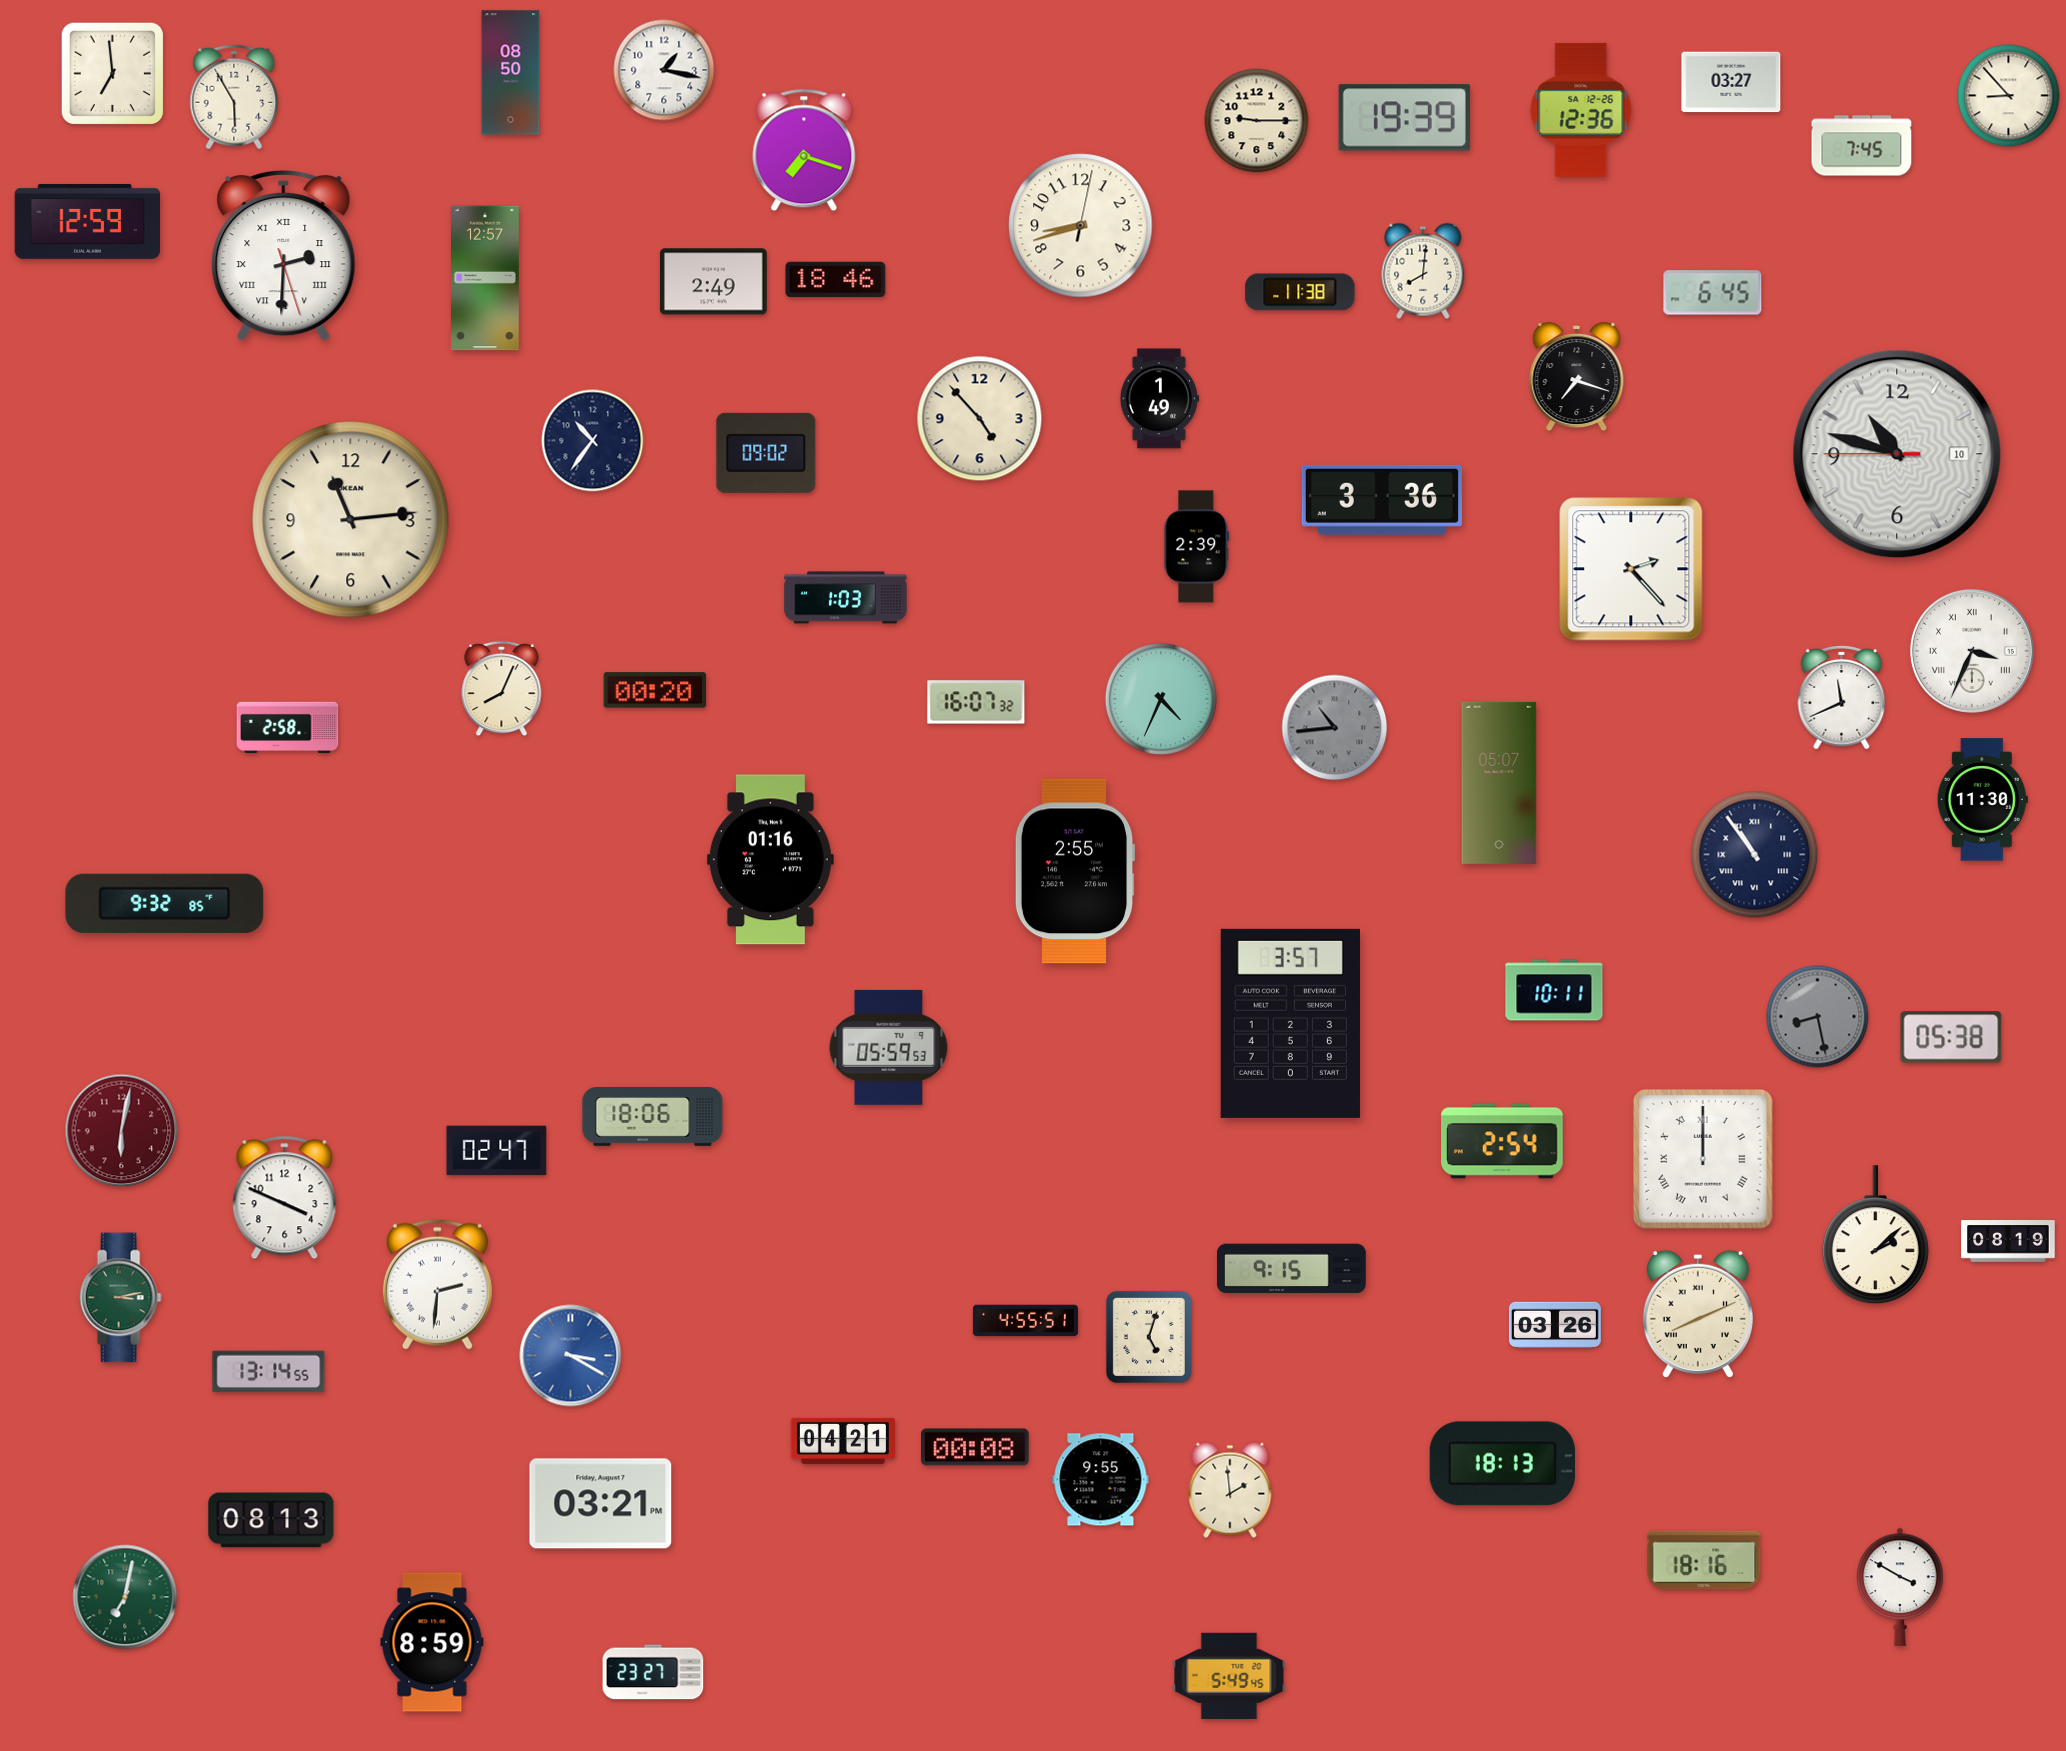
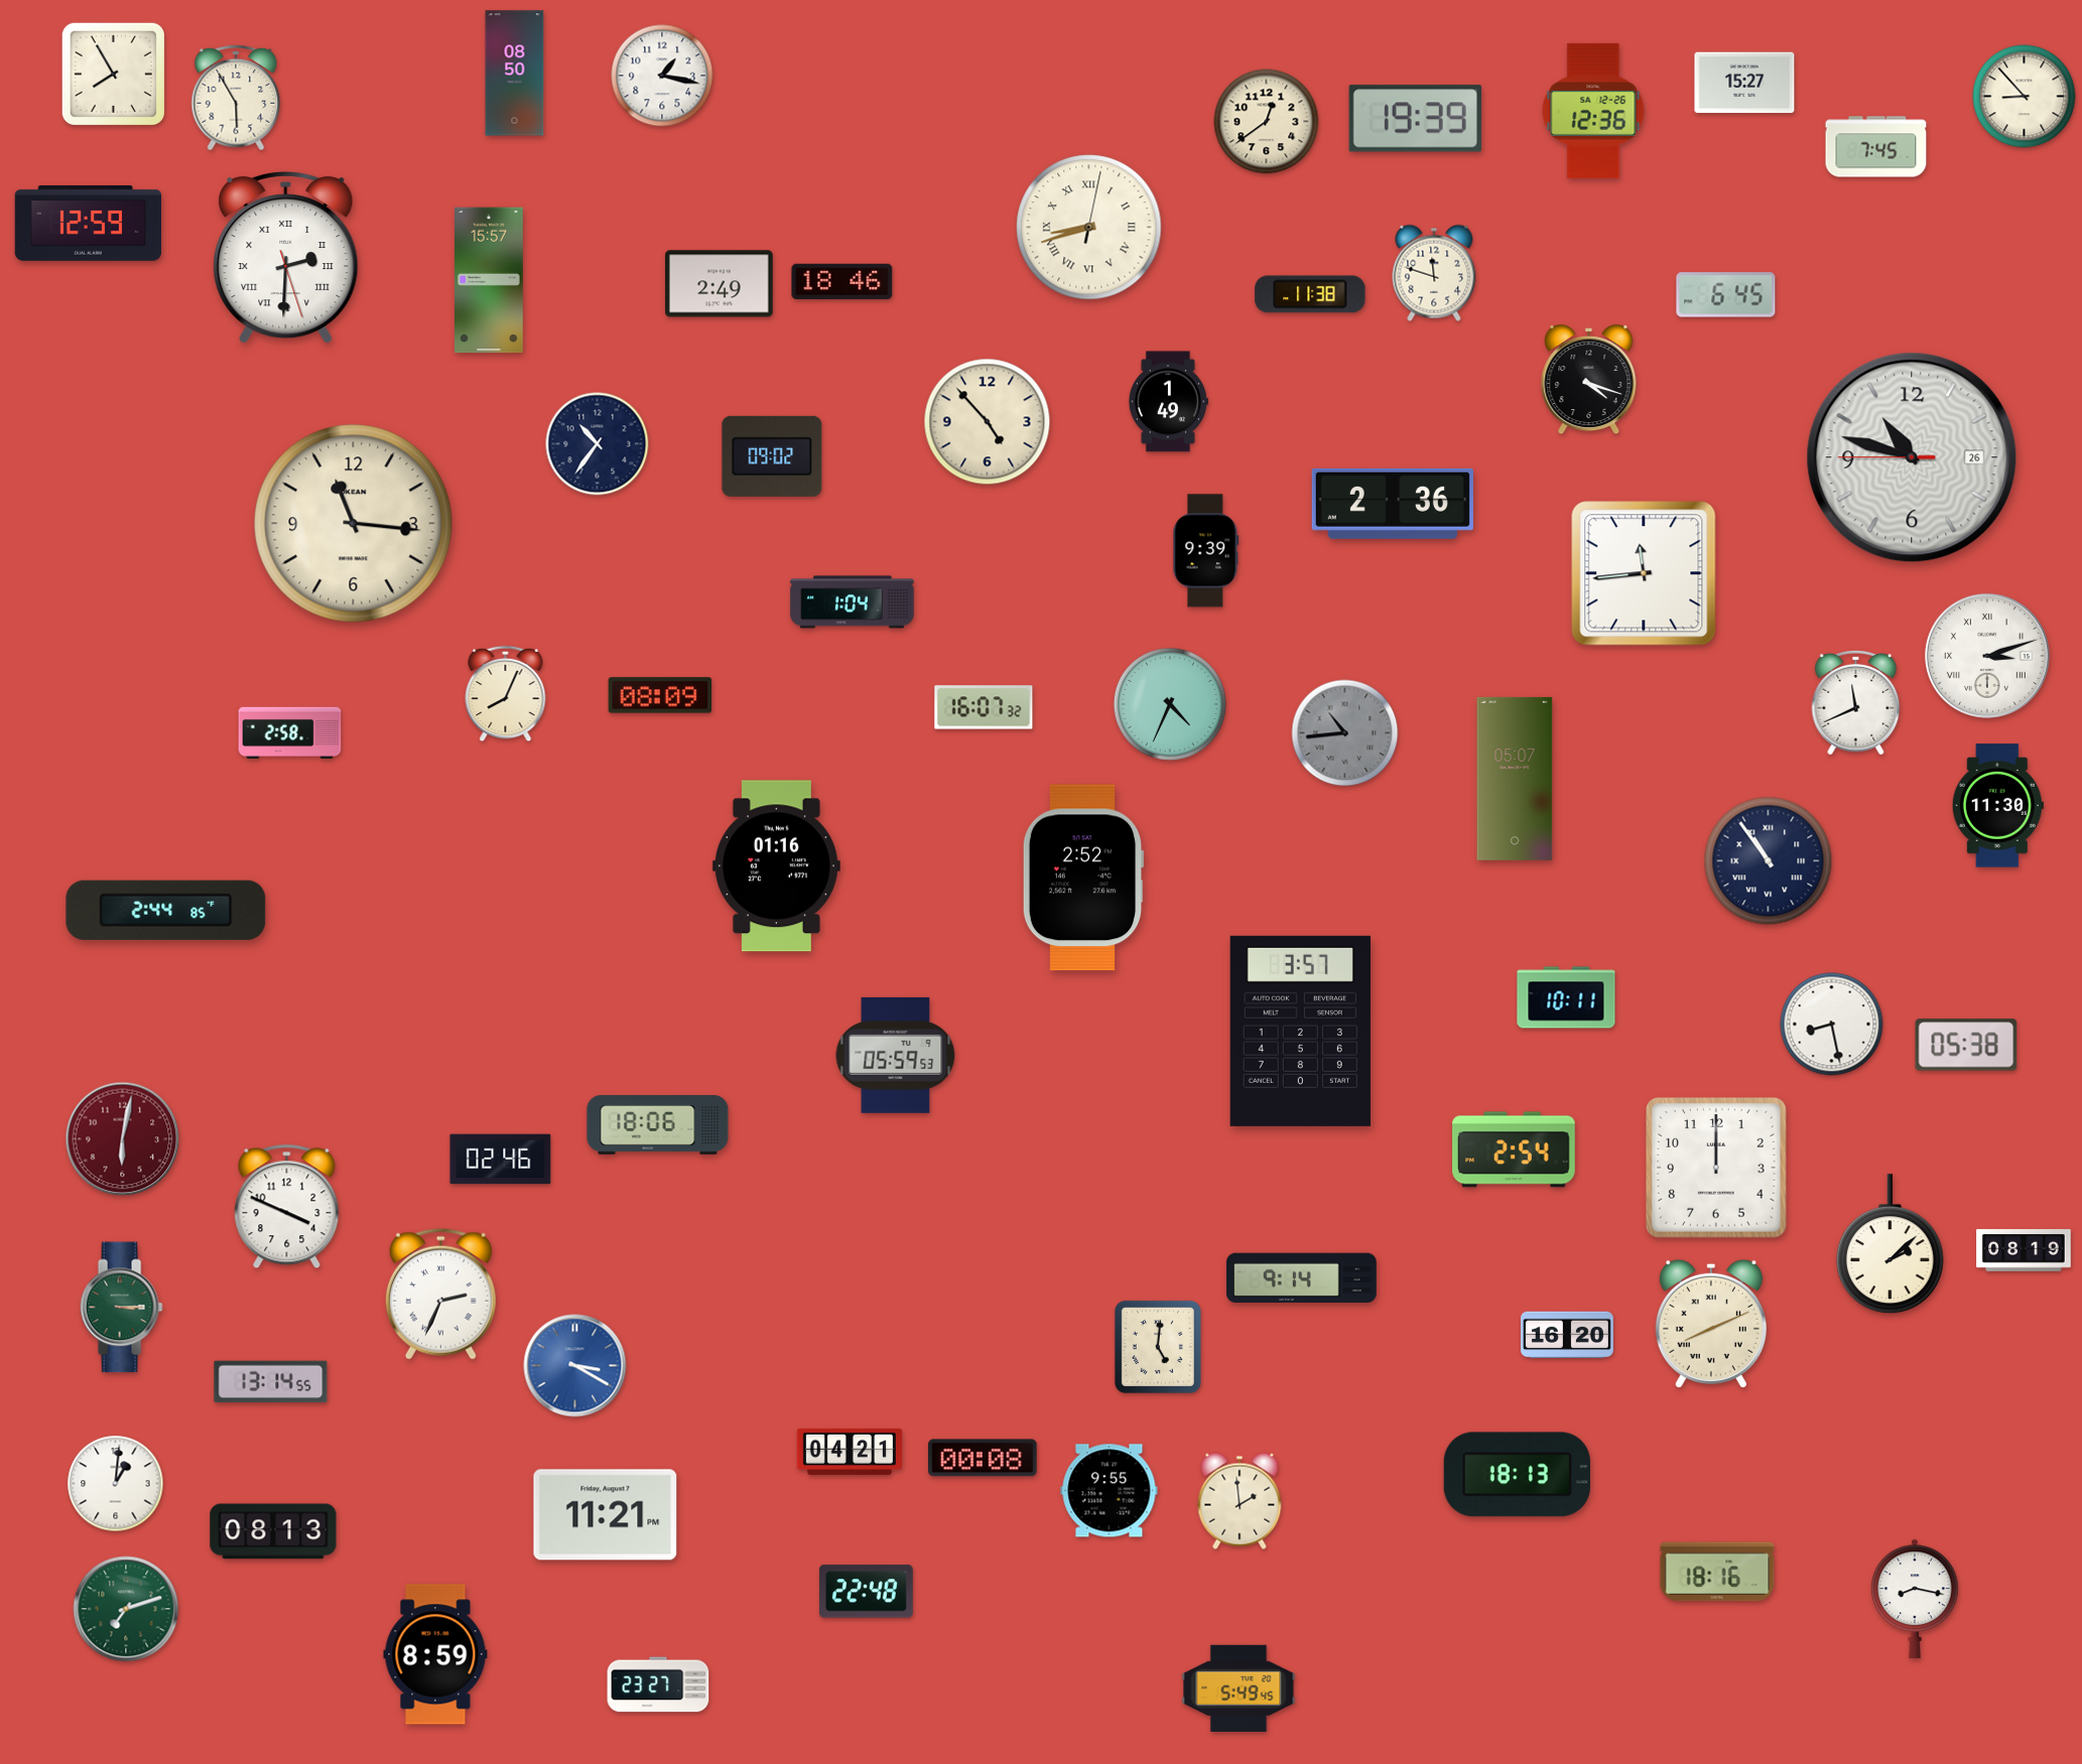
clock at (664, 70) position: (664, 70) -> (662, 76)
clock at (112, 73): 6:59 -> 7:55
clock at (1731, 82): 03:27 -> 15:27
clock at (1257, 121): 9:15 -> 12:39
clock at (804, 150): 7:18 -> none
clock at (1081, 226) numerals: Arabic -> Roman
clock at (1423, 271): 8:01 -> 11:48
clock at (486, 278): 12:57 -> 15:57
clock at (1577, 377): 7:18 -> 4:18
clock at (1897, 454) date: 10 -> 26
clock at (1382, 500): 3:36 -> 2:36
clock at (351, 520): 11:14 -> 11:16
clock at (1197, 547): 2:39 -> 9:39
clock at (1631, 569): 2:23 -> 11:44
clock at (846, 598): 1:03 -> 1:04
clock at (1972, 651): 3:34 -> 3:12
clock at (655, 690): 00:20 -> 08:09
clock at (1499, 783) position: (1499, 783) -> (1515, 779)
clock at (1075, 871): 2:55 -> 2:52
clock at (165, 903): 9:32 -> 2:44
clock at (1818, 1017) dial: grey -> white
clock at (497, 1151): 02:47 -> 02:46
clock at (1704, 1160) numerals: Roman -> Arabic
clock at (1291, 1269): 9:15 -> 9:14
clock at (437, 1284): 2:31 -> 2:34
clock at (120, 1298): 3:13 -> 3:15
clock at (1025, 1321): 4:55 -> none
clock at (1555, 1325): 03:26 -> 16:20
clock at (1149, 1337): 5:03 -> 5:01
clock at (1502, 1464) position: (1502, 1464) -> (1517, 1475)
clock at (116, 1484): none -> 1:01
clock at (601, 1504): 03:21 -> 11:21
clock at (867, 1592): none -> 22:48
clock at (1900, 1587): 3:50 -> 8:17
clock at (125, 1597): 7:02 -> 7:12
